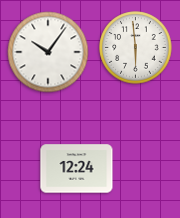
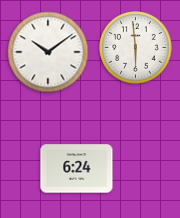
clock at (48, 52): 10:06 -> 10:09
clock at (77, 169): 12:24 -> 6:24
